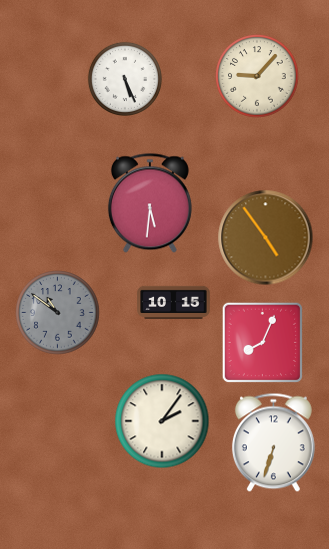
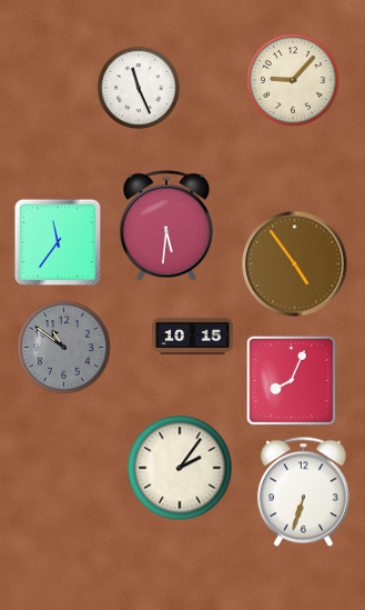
clock at (257, 76) position: (257, 76) -> (293, 80)
clock at (125, 79): 5:26 -> 11:26
clock at (58, 242): none -> 11:36
